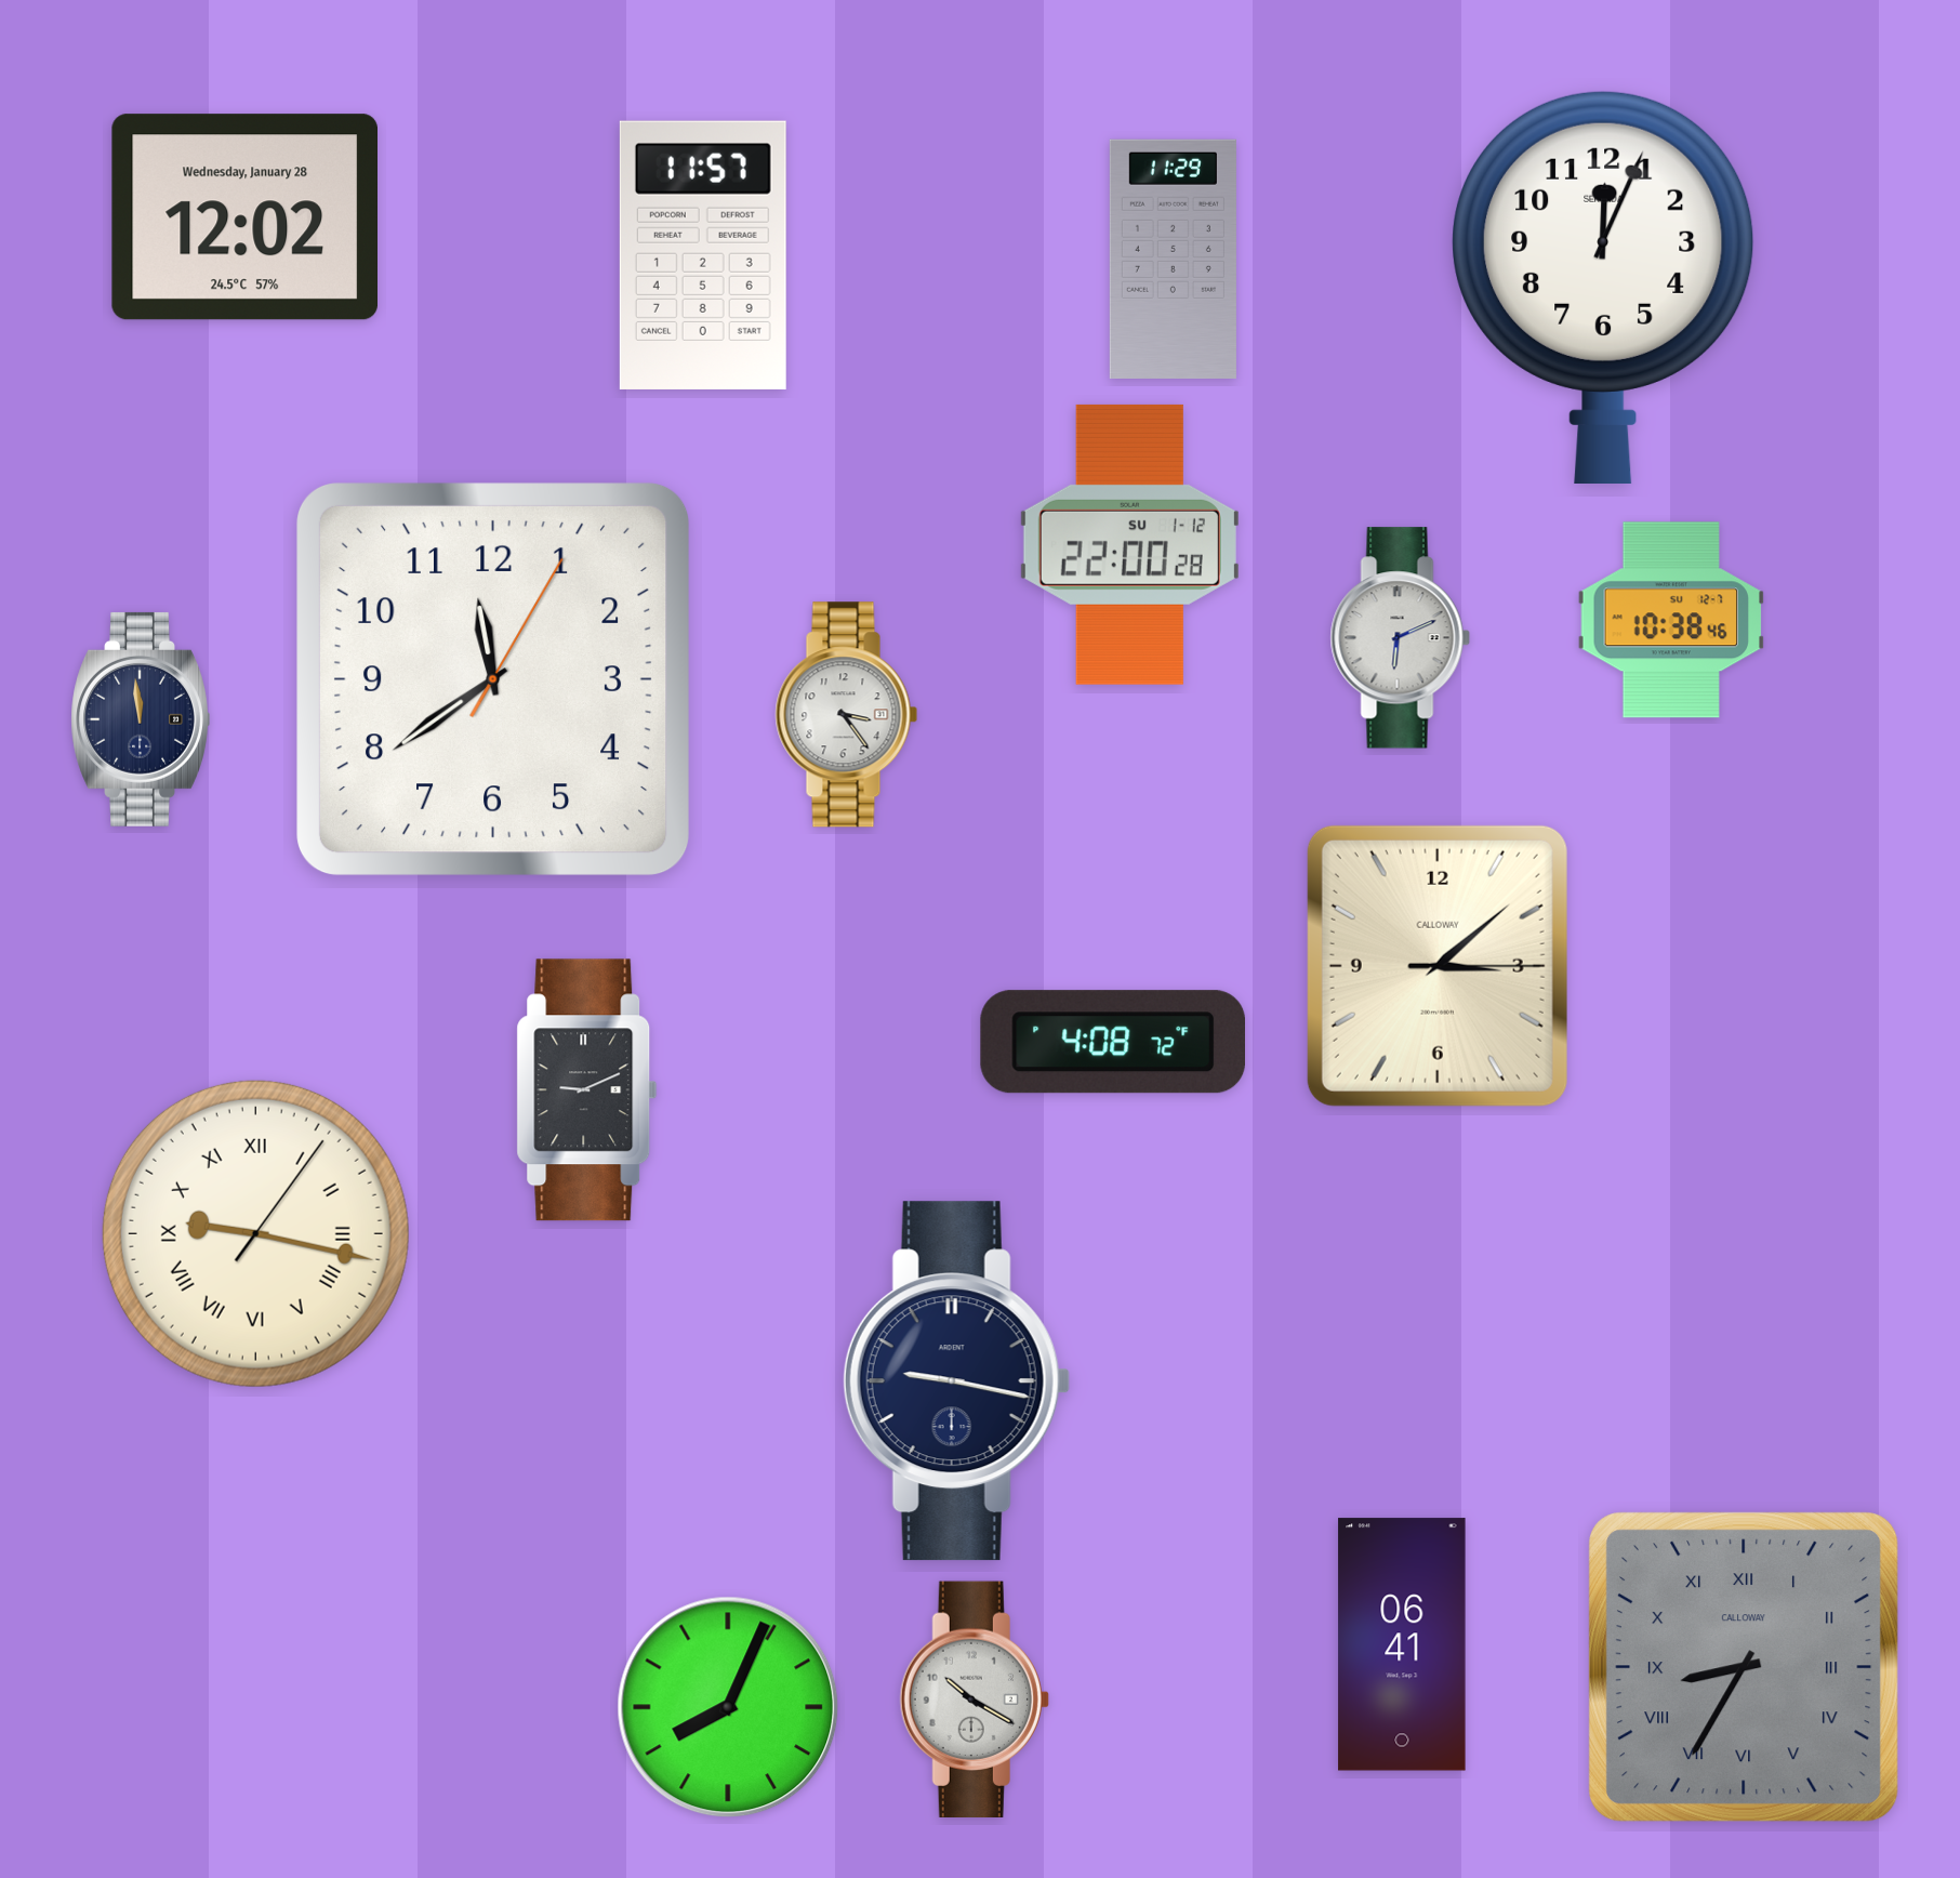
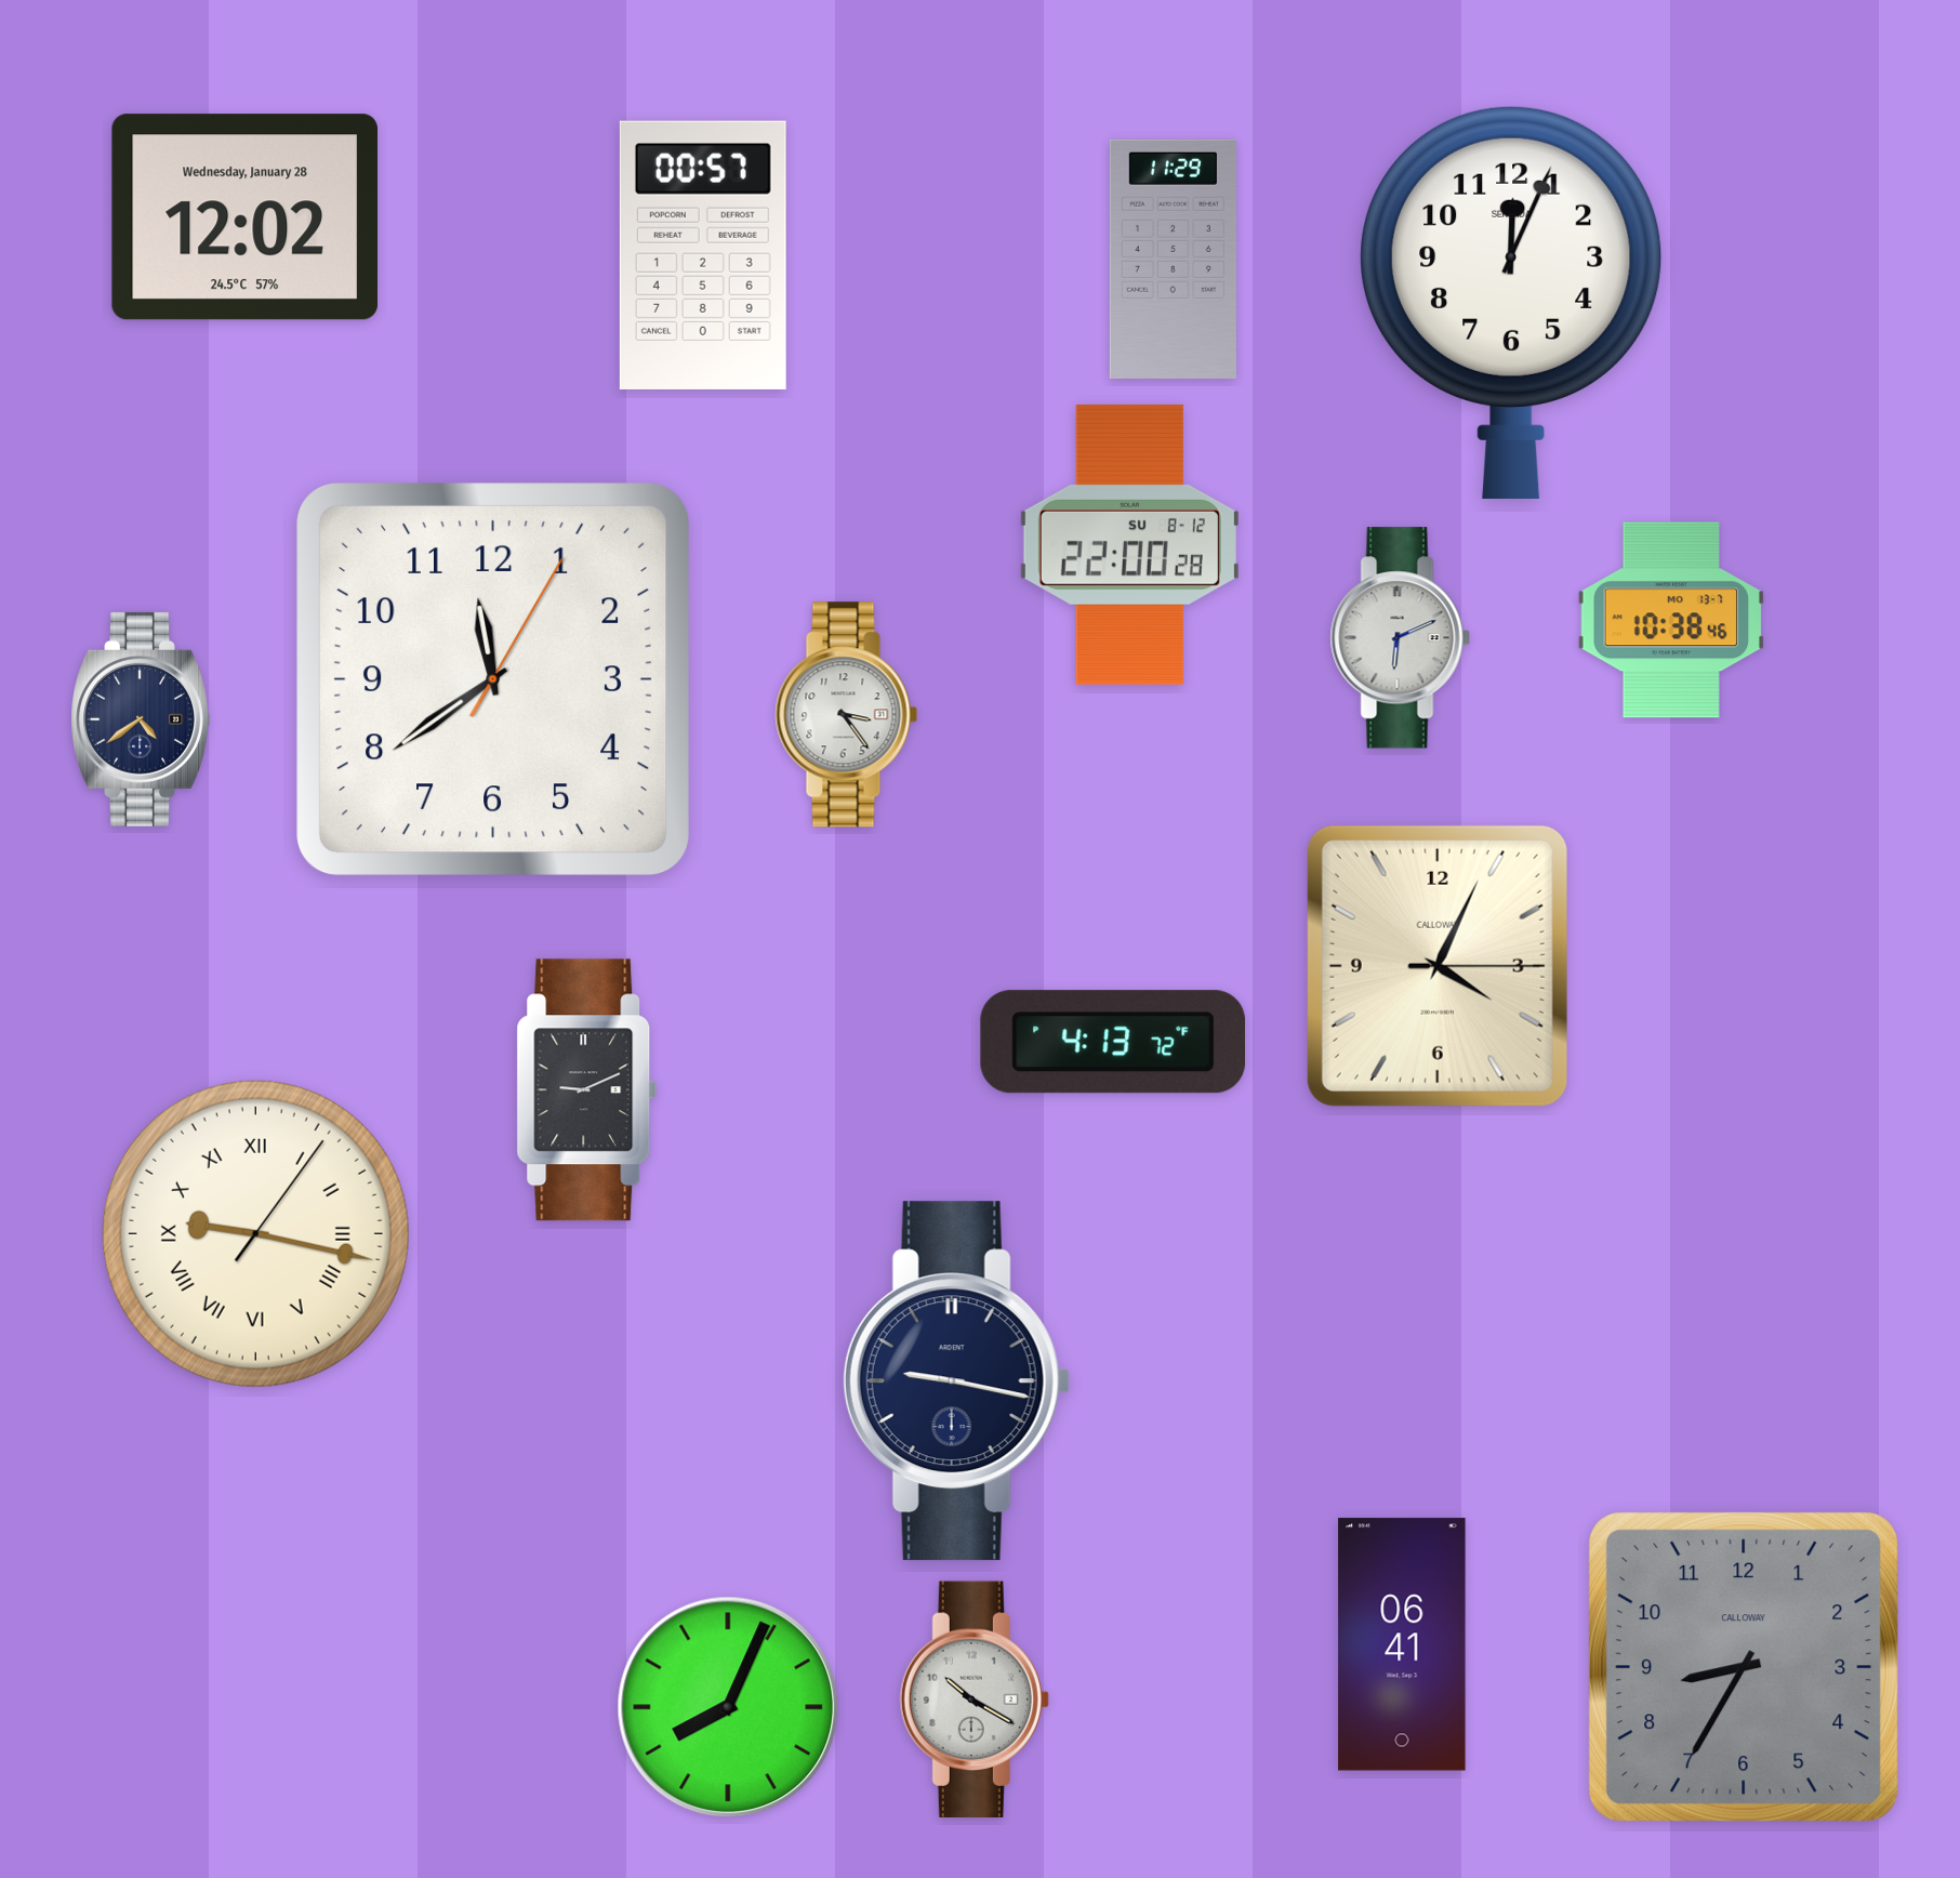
clock at (703, 255): 11:57 -> 00:57
clock at (1604, 287) position: (1604, 287) -> (1512, 302)
clock at (1129, 544) date: SU 1-12 -> SU 8-12
clock at (1671, 620) date: SU 12-7 -> MO 13-7
clock at (141, 719): 11:59 -> 4:39
clock at (1438, 966): 3:08 -> 4:04
clock at (1112, 1042): 4:08 -> 4:13
clock at (1744, 1667) numerals: Roman -> Arabic
